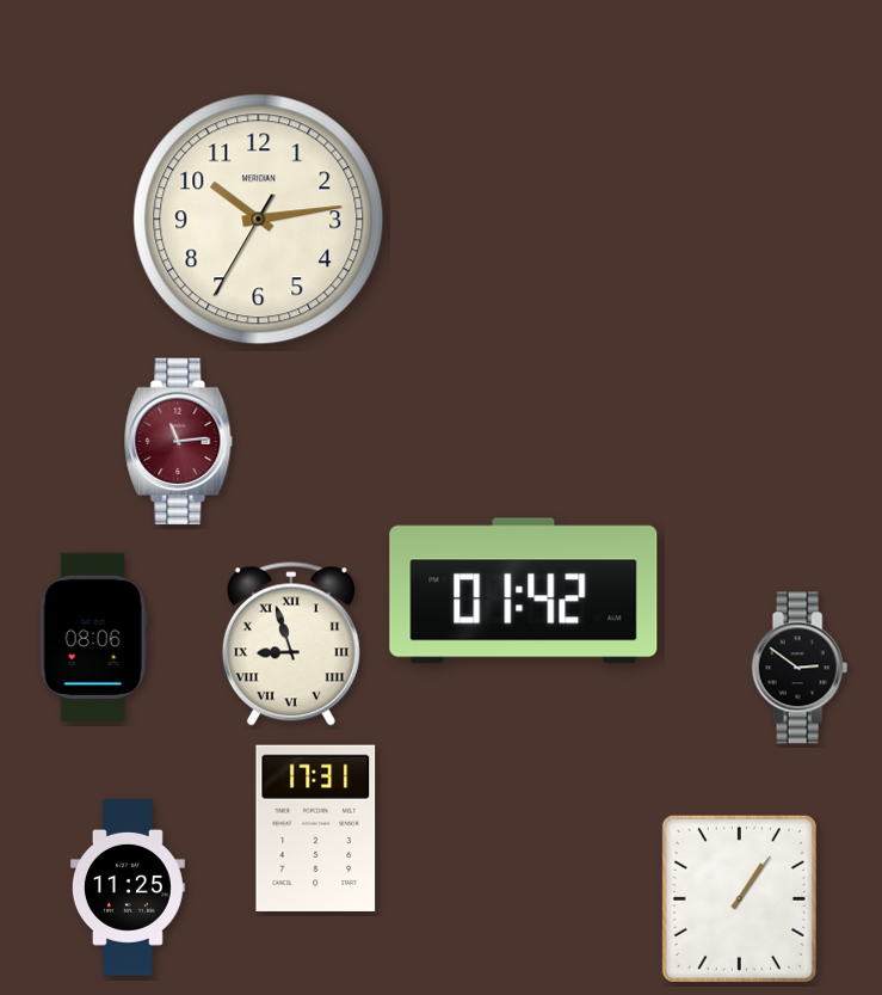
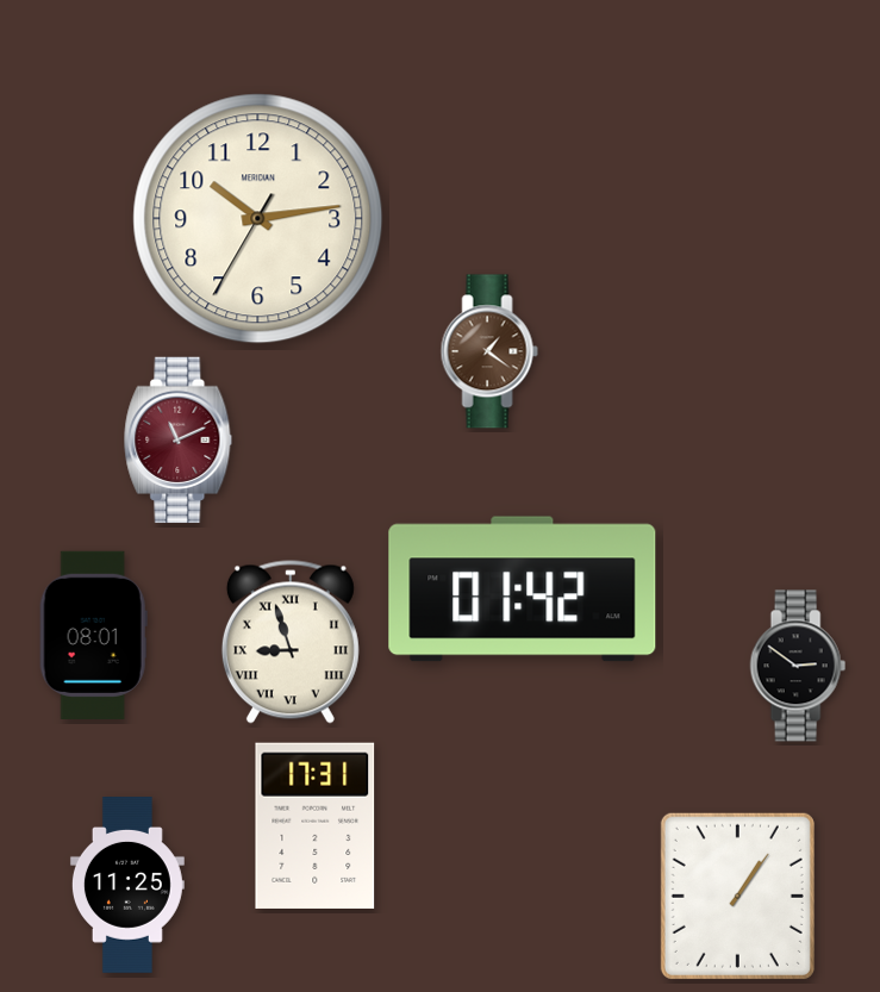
clock at (489, 351): none -> 1:21
clock at (179, 442): 11:14 -> 11:11
clock at (93, 637): 08:06 -> 08:01
